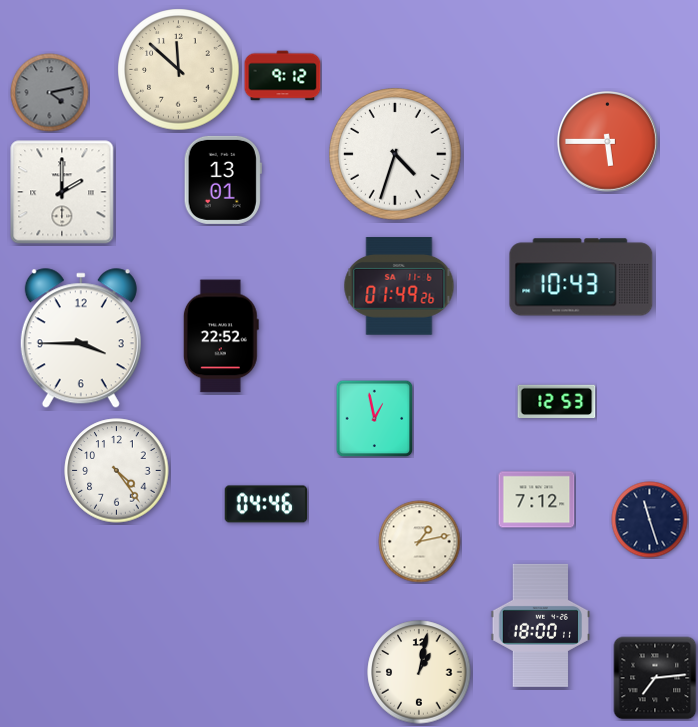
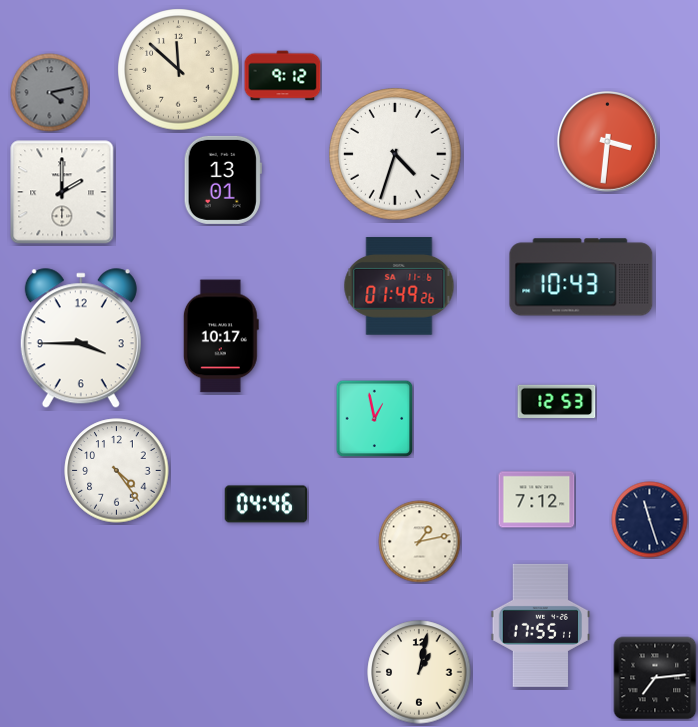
clock at (608, 142): 5:45 -> 3:31
clock at (221, 336): 22:52 -> 10:17
clock at (541, 625): 18:00 -> 17:55
